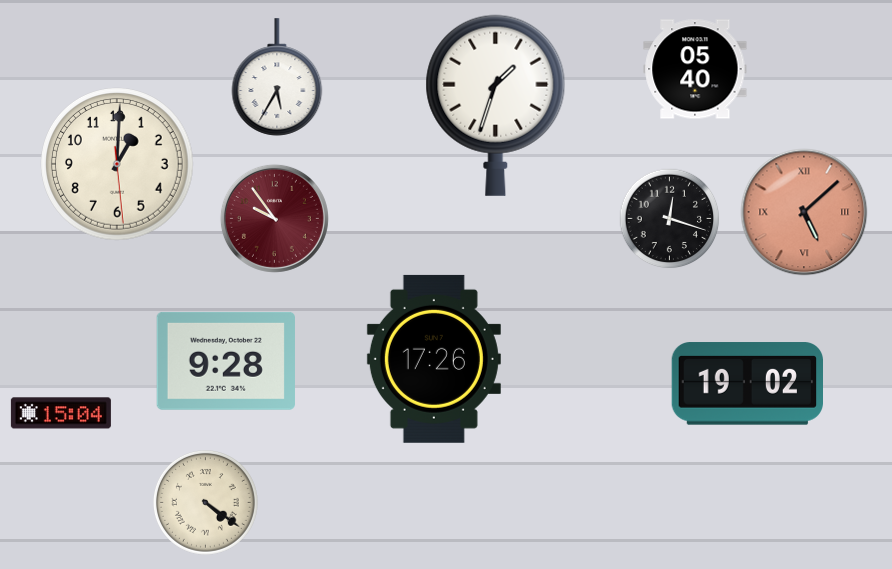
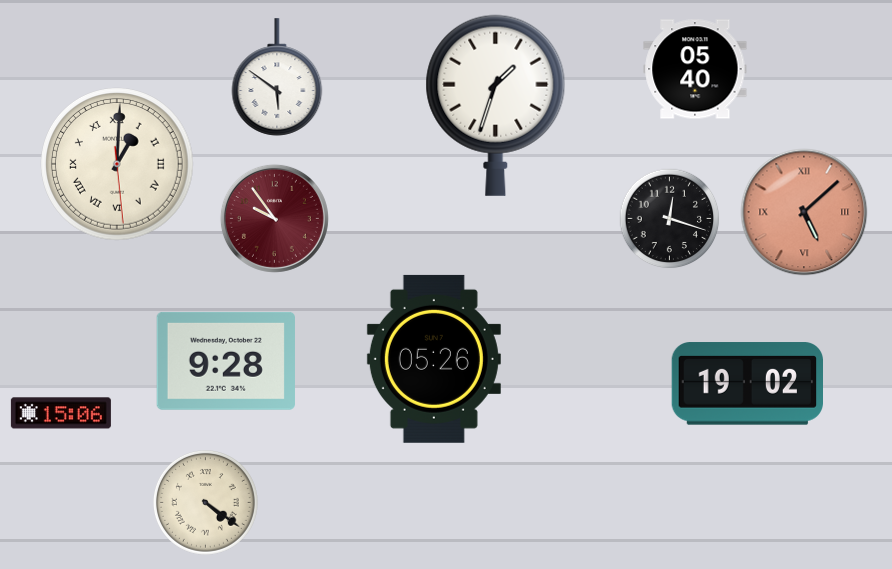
clock at (277, 77): 5:35 -> 5:51
clock at (118, 165) numerals: Arabic -> Roman
clock at (434, 359): 17:26 -> 05:26
clock at (61, 413): 15:04 -> 15:06
